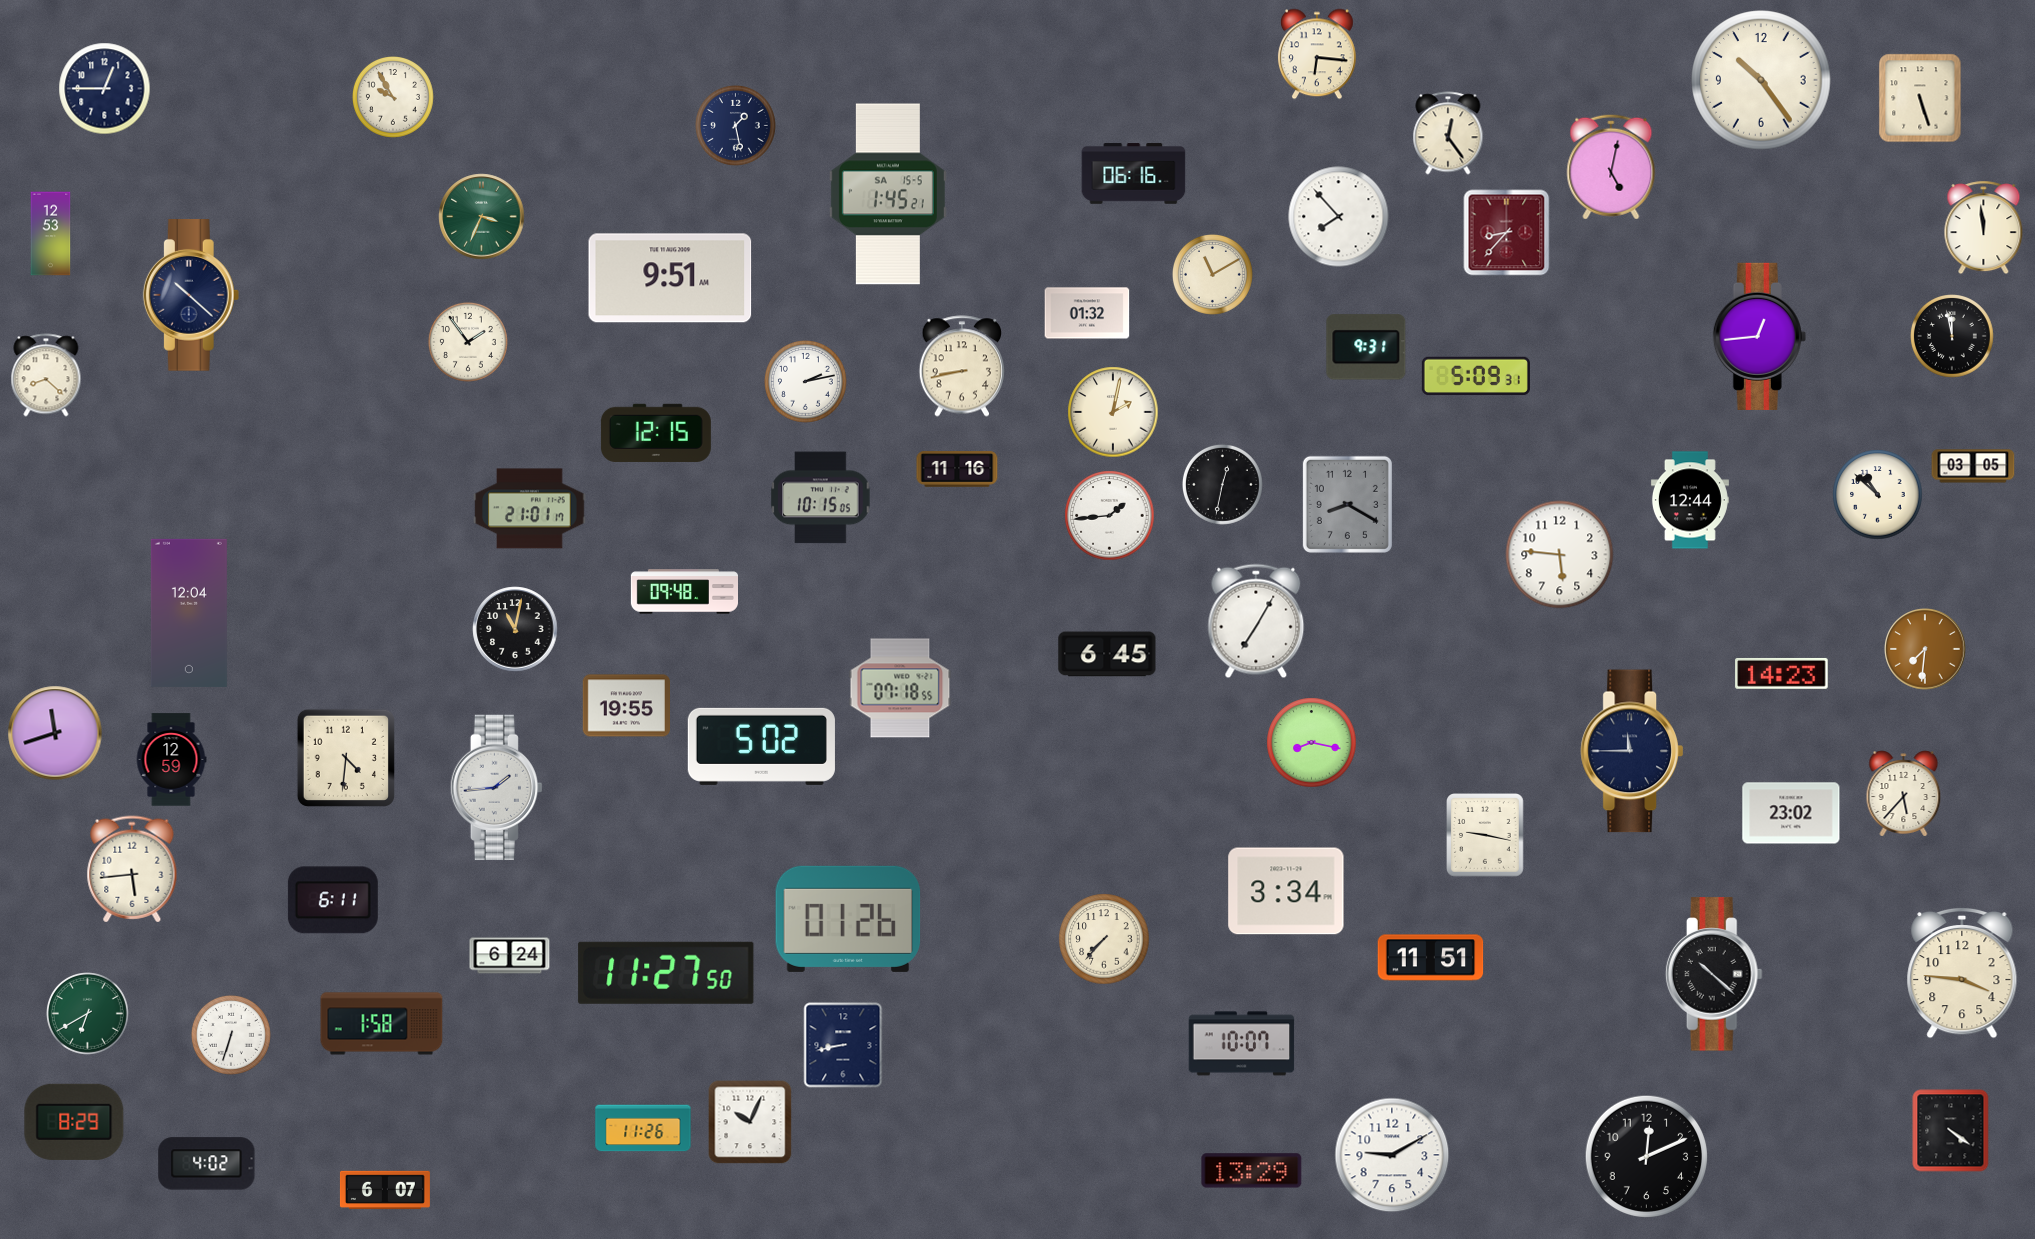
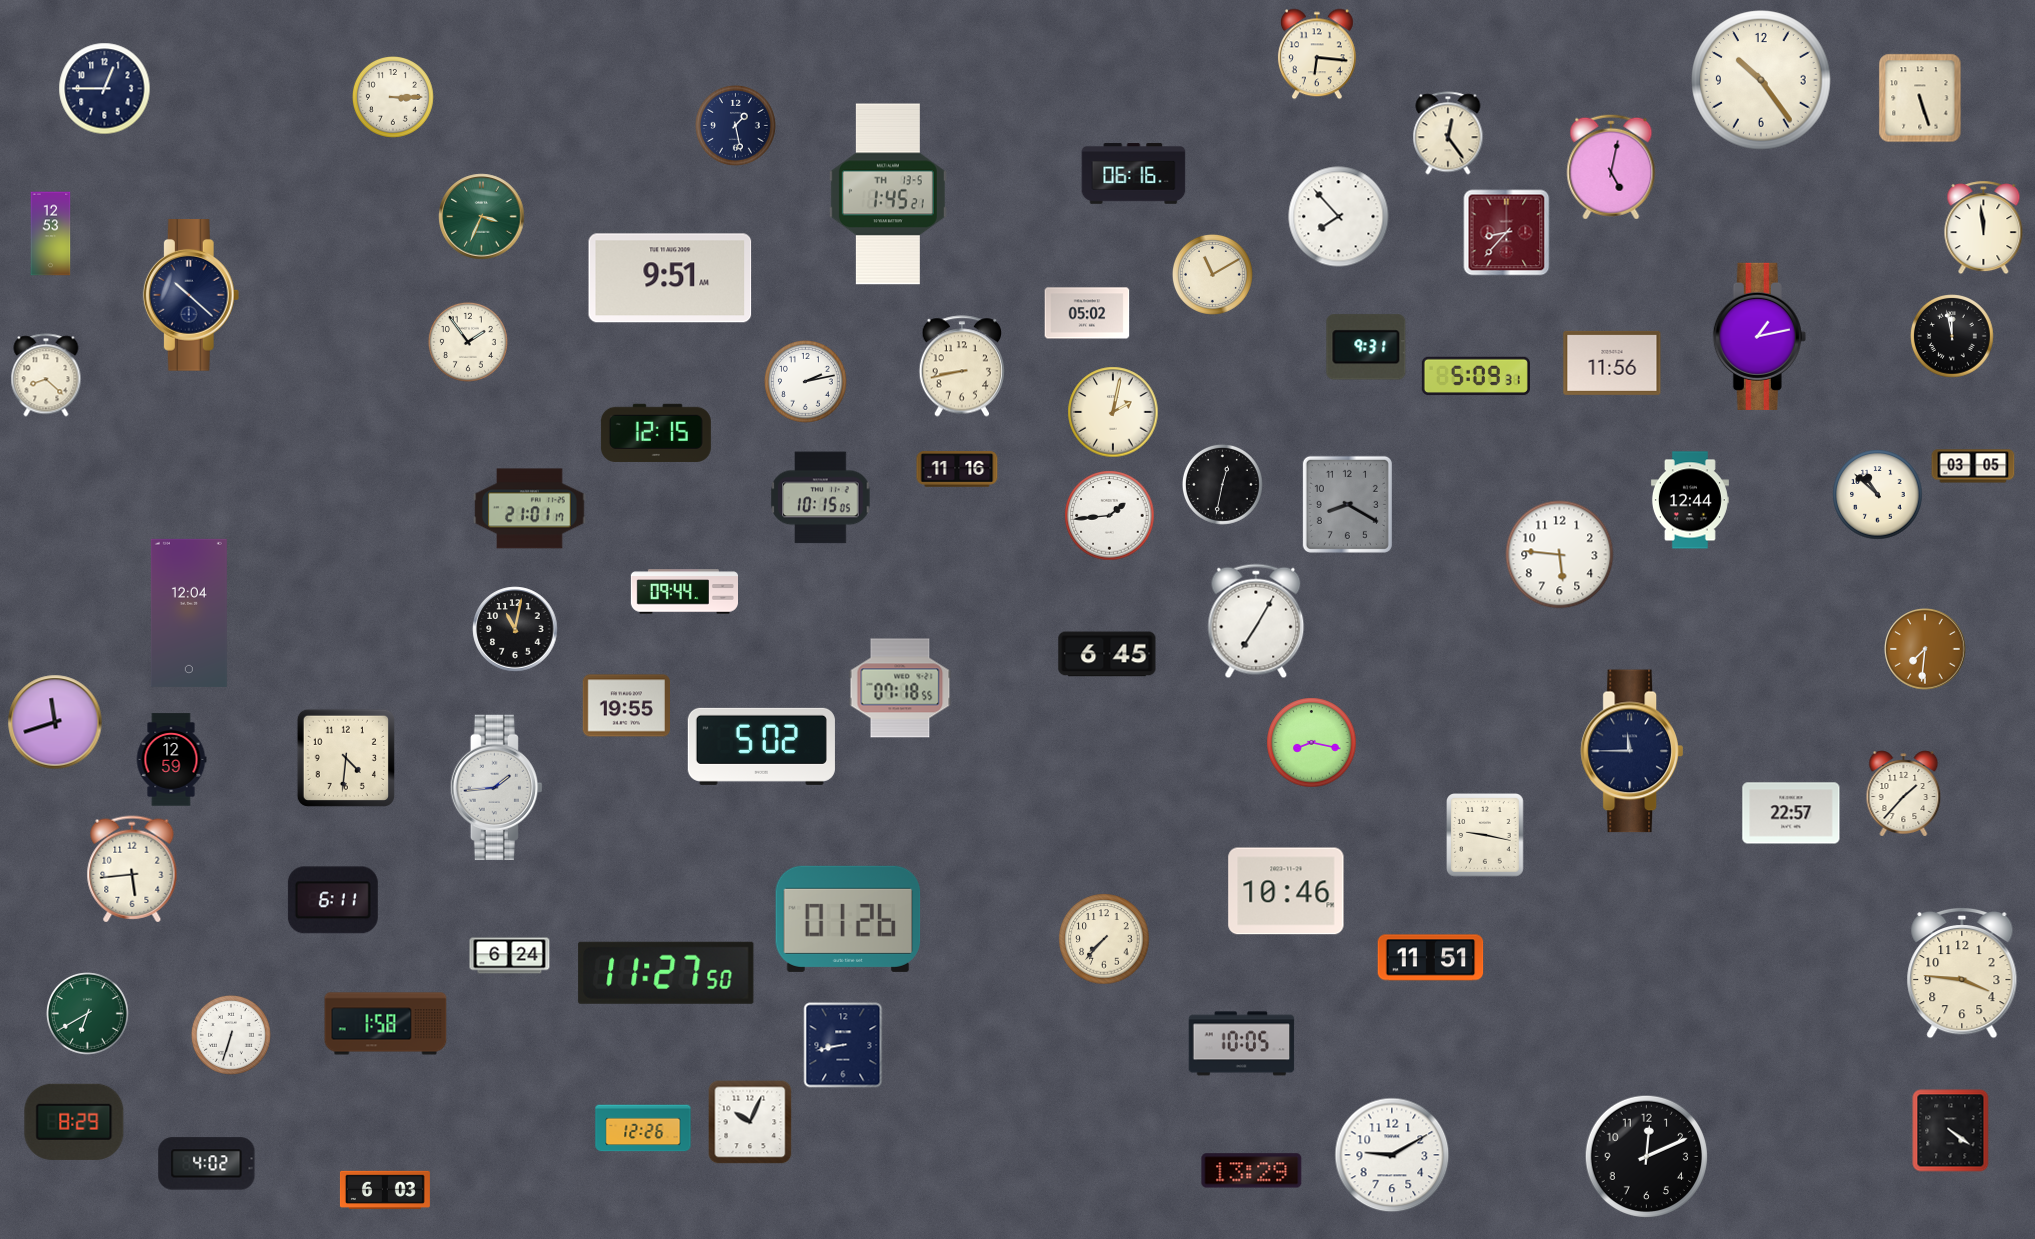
clock at (393, 97): 9:55 -> 3:15
clock at (888, 194) date: SA 15-5 -> TH 13-5
clock at (1087, 313): 01:32 -> 05:02
clock at (1759, 336): 12:44 -> 1:13
clock at (1612, 363): none -> 11:56
clock at (685, 592): 09:48 -> 09:44
clock at (1782, 674): 14:23 -> none
clock at (55, 733) position: (55, 733) -> (55, 722)
clock at (1904, 794): 5:37 -> 1:37
clock at (1791, 813): 23:02 -> 22:57
clock at (1286, 891): 3:34 -> 10:46
clock at (1714, 974): 10:22 -> none
clock at (382, 1024) position: (382, 1024) -> (386, 1024)
clock at (1242, 1044): 10:07 -> 10:05
clock at (643, 1128): 11:26 -> 12:26
clock at (385, 1190): 6:07 -> 6:03
